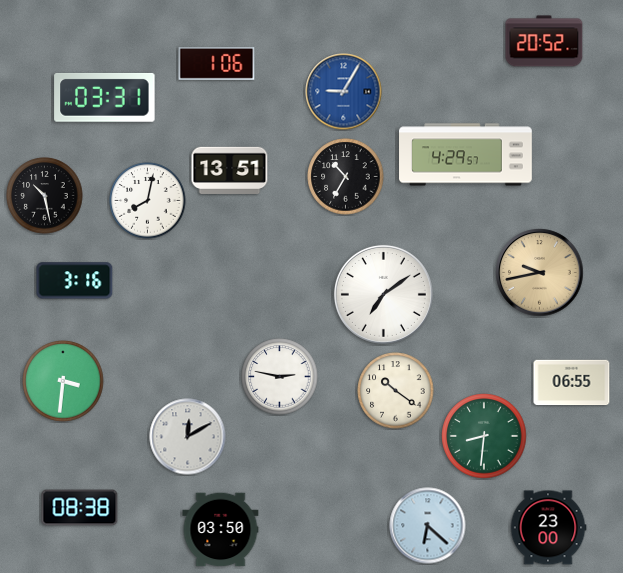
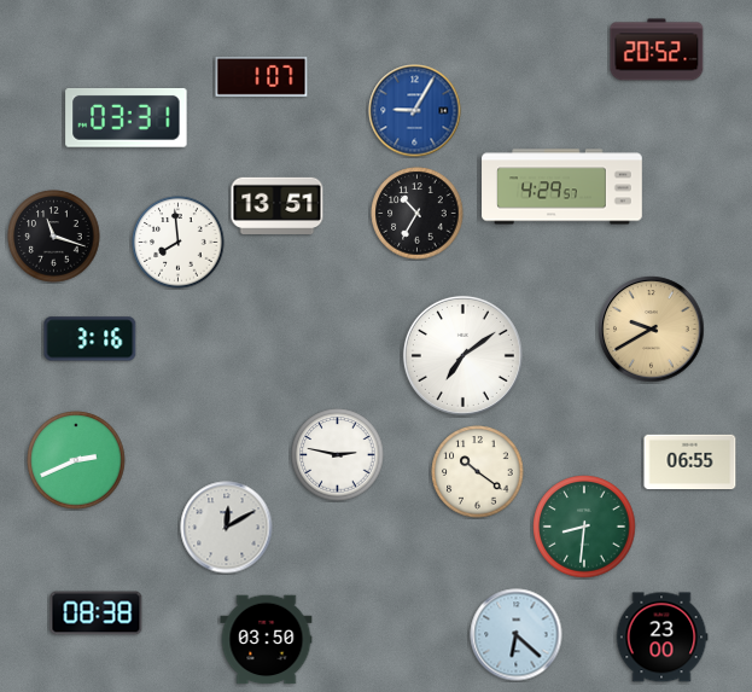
clock at (217, 63): 1:06 -> 1:07
clock at (45, 196): 10:28 -> 11:18
clock at (148, 201): 8:02 -> 7:59
clock at (540, 273): 9:43 -> 9:40
clock at (63, 381): 3:31 -> 2:41
